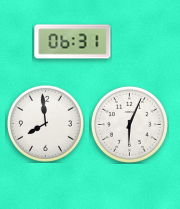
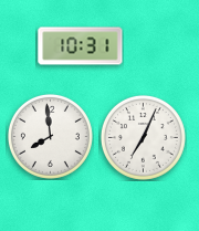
clock at (73, 42): 06:31 -> 10:31
clock at (129, 124): 6:04 -> 7:04
